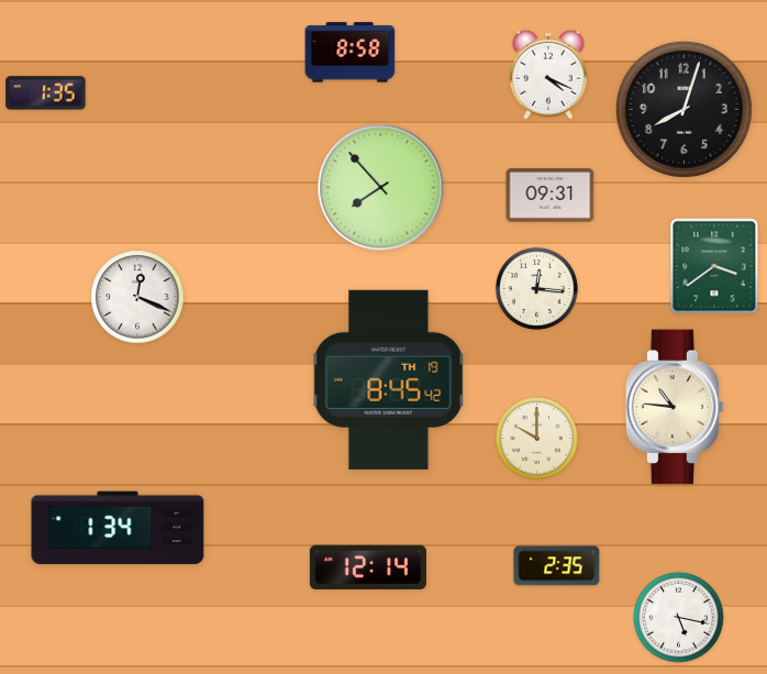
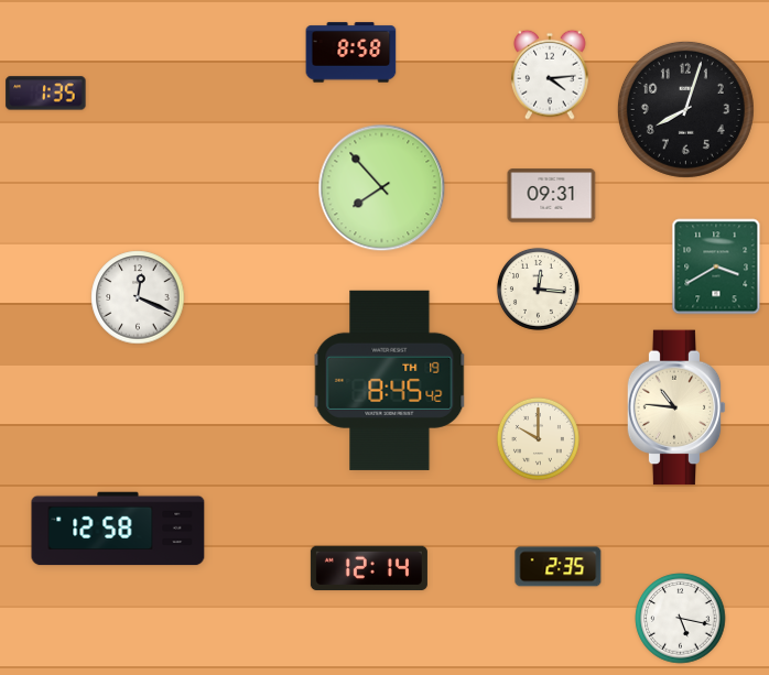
clock at (548, 75): 4:19 -> 4:14
clock at (714, 266): 3:39 -> 3:40
clock at (118, 528): 1:34 -> 12:58
